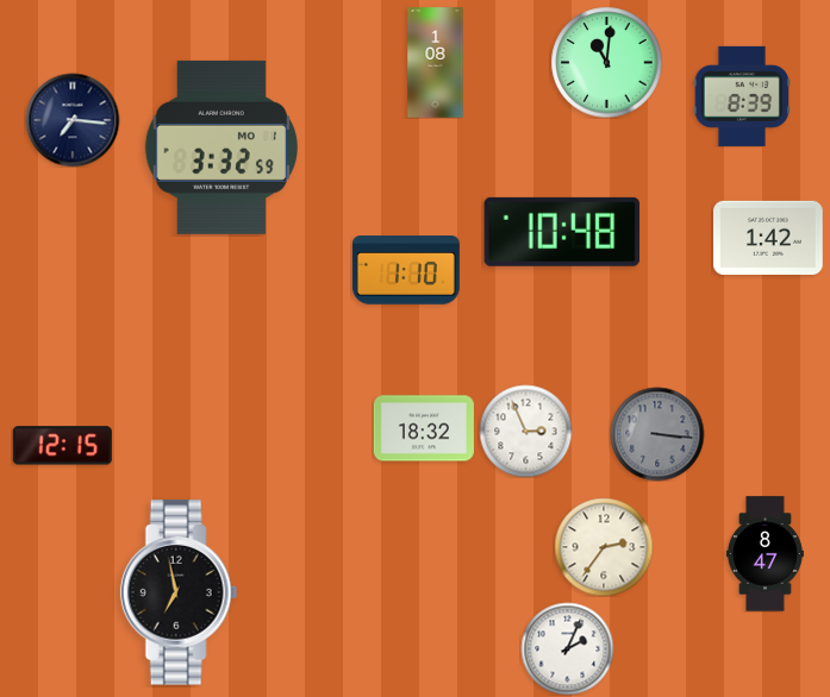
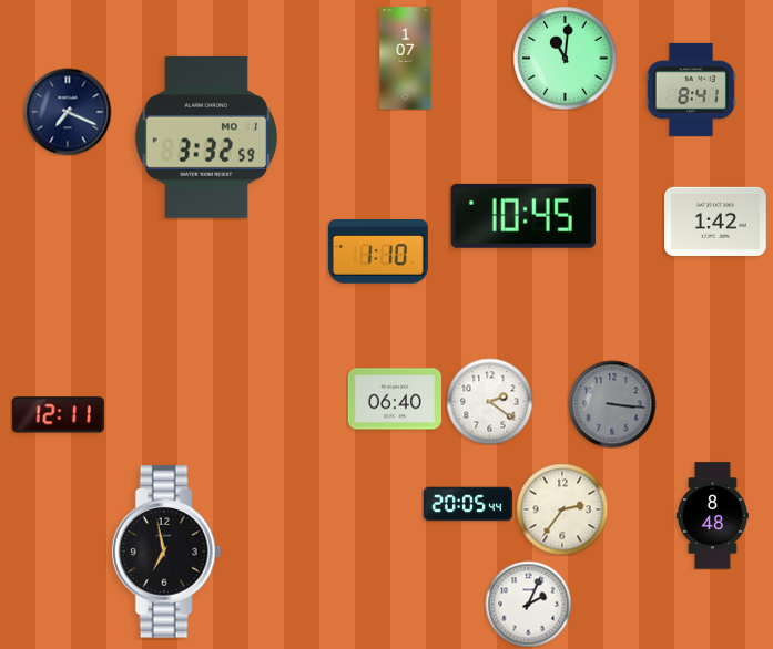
clock at (436, 63): 1:08 -> 1:07
clock at (742, 96): 8:39 -> 8:41
clock at (73, 120): 7:16 -> 7:19
clock at (561, 232): 10:48 -> 10:45
clock at (424, 428): 18:32 -> 06:40
clock at (525, 431): 2:56 -> 2:21
clock at (62, 446): 12:15 -> 12:11
clock at (467, 504): none -> 20:05
clock at (765, 554): 8:47 -> 8:48
